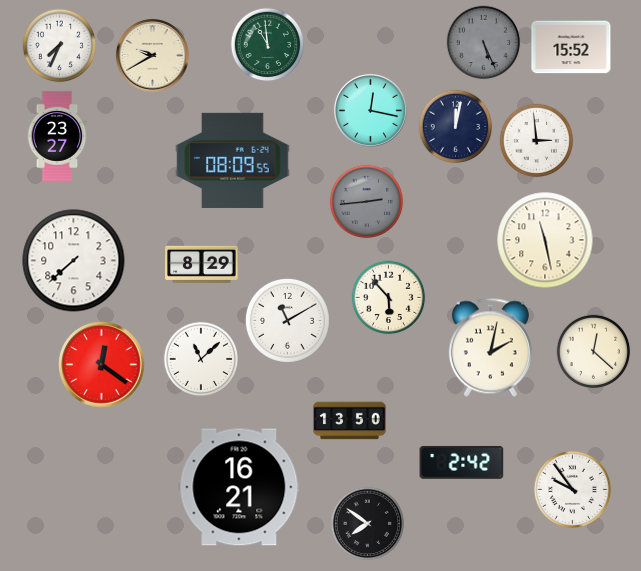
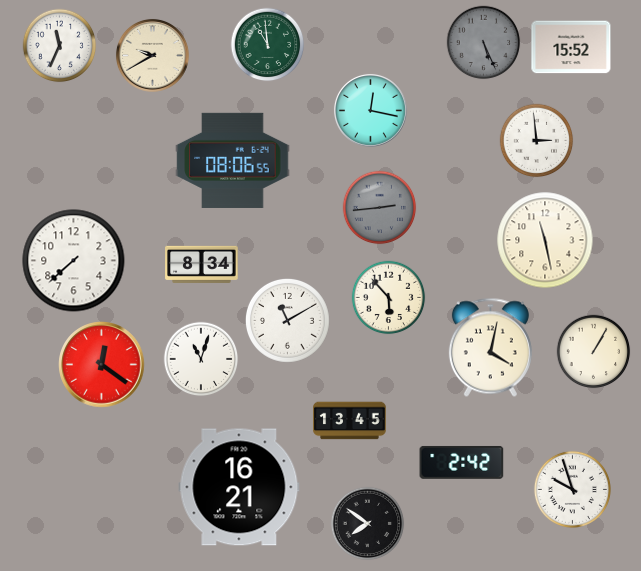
clock at (60, 46): 7:34 -> 11:34
clock at (456, 127): 12:02 -> none
clock at (57, 136): 23:27 -> none
clock at (233, 160): 08:09 -> 08:06
clock at (367, 202) position: (367, 202) -> (380, 208)
clock at (202, 264): 8:29 -> 8:34
clock at (490, 348): 2:02 -> 4:02
clock at (594, 352): 12:22 -> 1:05
clock at (201, 359): 11:08 -> 11:03
clock at (350, 421): 13:50 -> 13:45
clock at (572, 489): 9:54 -> 9:57
